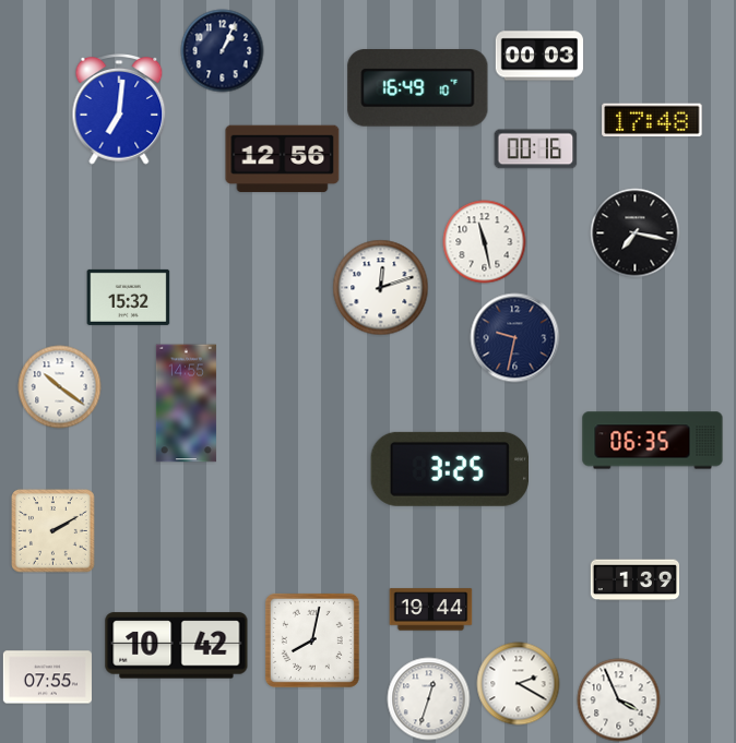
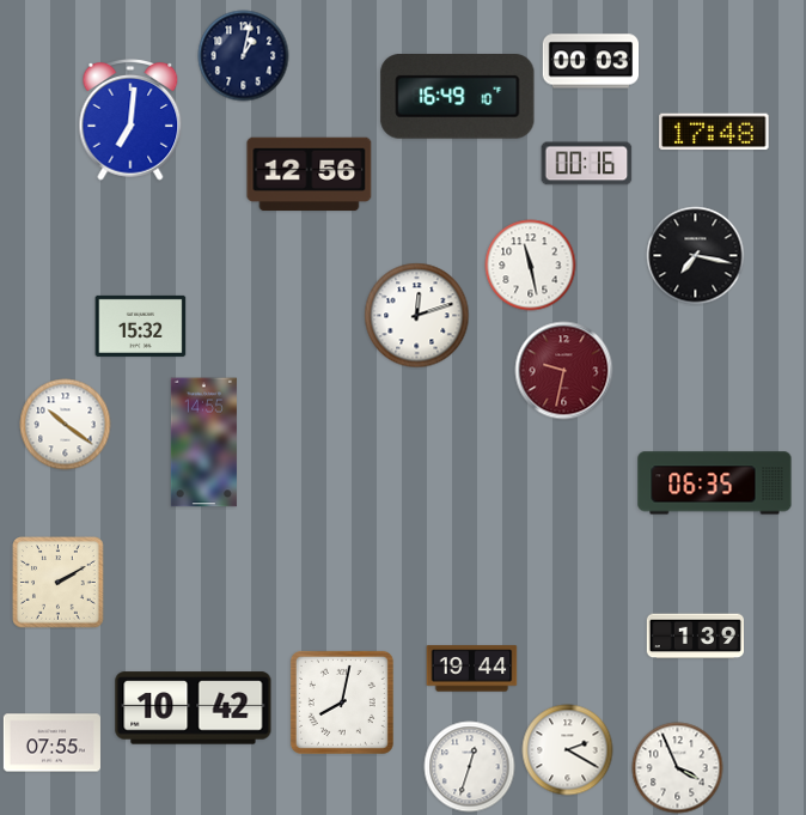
clock at (223, 51): 1:04 -> 1:02
clock at (515, 338) dial: navy -> burgundy
clock at (449, 469): 3:25 -> none
